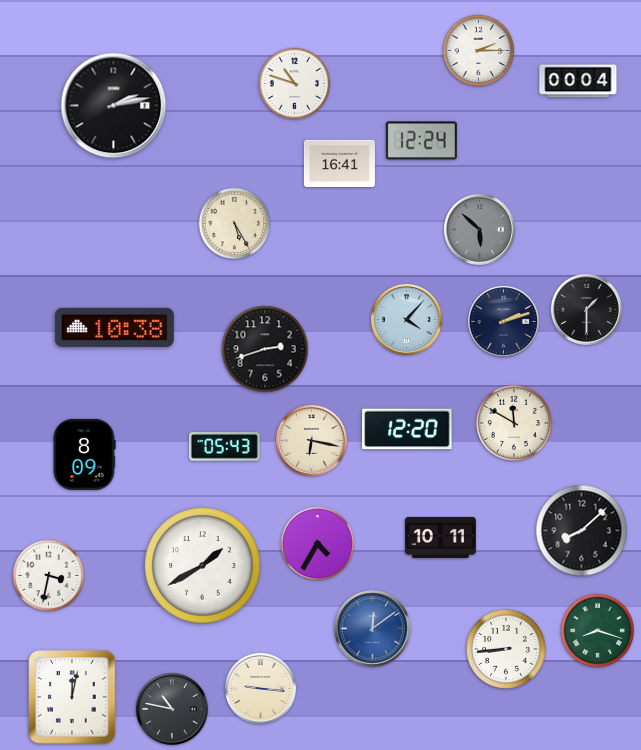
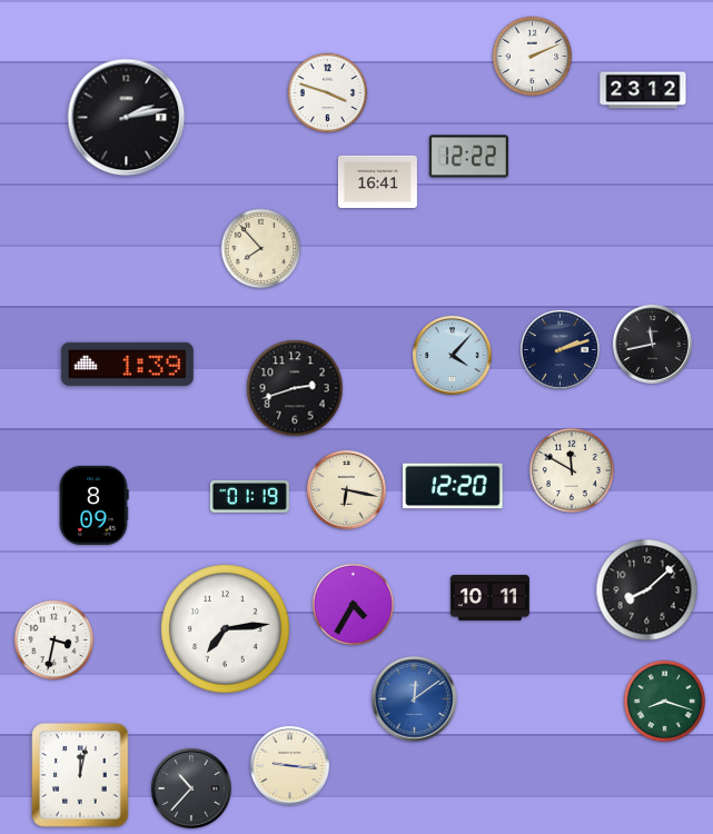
clock at (479, 51): 2:15 -> 2:11
clock at (578, 81): 00:04 -> 23:12
clock at (295, 84): 10:48 -> 3:48
clock at (421, 141): 12:24 -> 12:22
clock at (235, 224): 5:25 -> 7:53
clock at (479, 229): 5:52 -> none
clock at (586, 309): 1:30 -> 11:43
clock at (503, 321) position: (503, 321) -> (559, 349)
clock at (114, 327): 10:38 -> 1:39
clock at (407, 429) position: (407, 429) -> (453, 486)
clock at (224, 446): 05:43 -> 01:19
clock at (203, 566): 1:40 -> 7:14
clock at (506, 649): 8:44 -> none
clock at (172, 709): 10:47 -> 10:37
